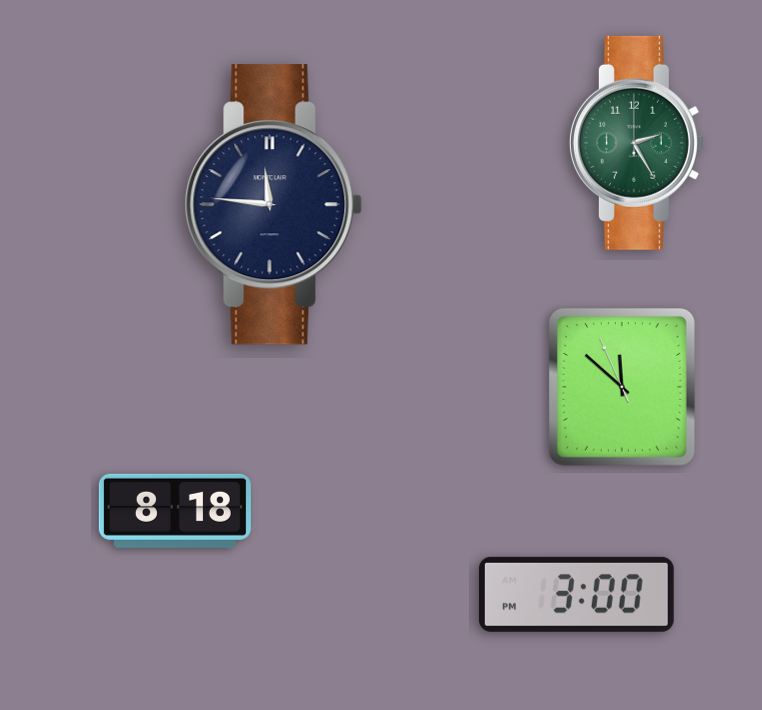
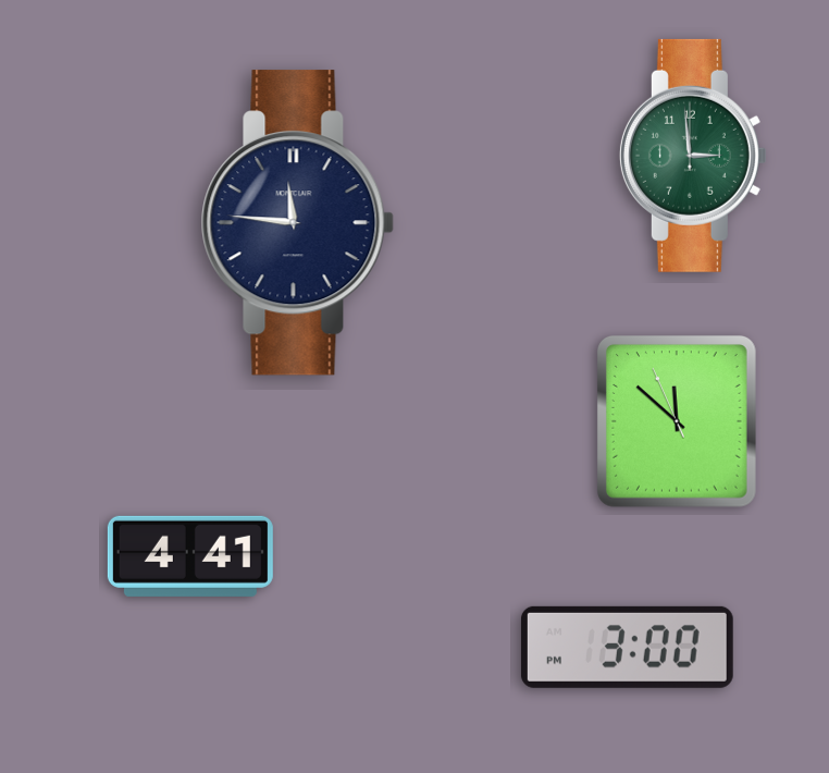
clock at (637, 143): 2:25 -> 2:59
clock at (175, 511): 8:18 -> 4:41
